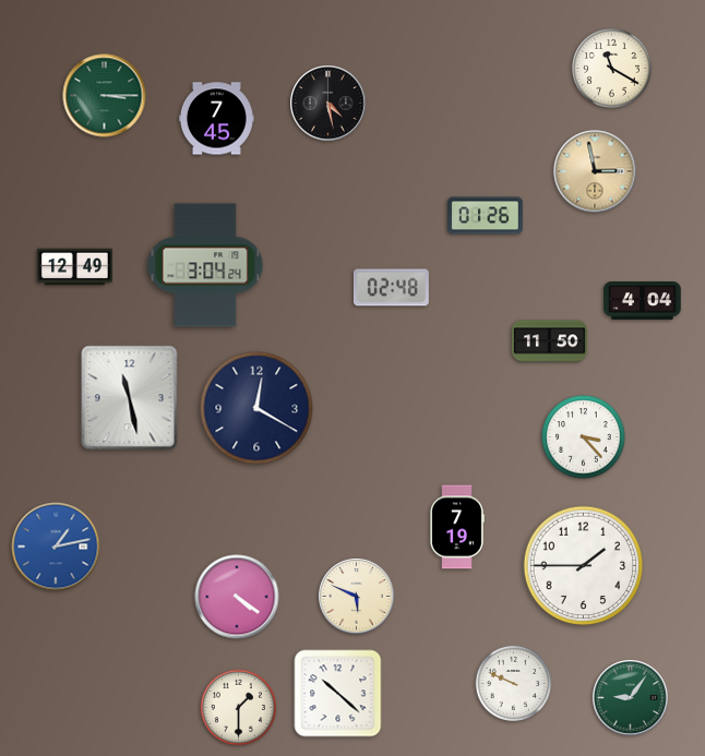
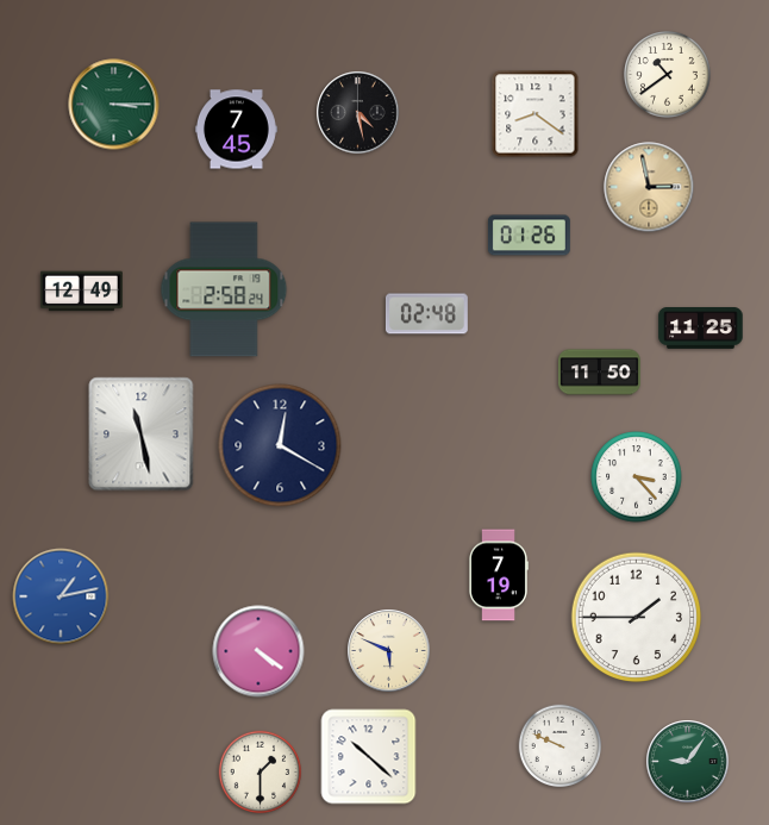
clock at (612, 69): 11:20 -> 10:39
clock at (536, 114): none -> 8:21
clock at (205, 265): 3:04 -> 2:58
clock at (643, 301): 4:04 -> 11:25
